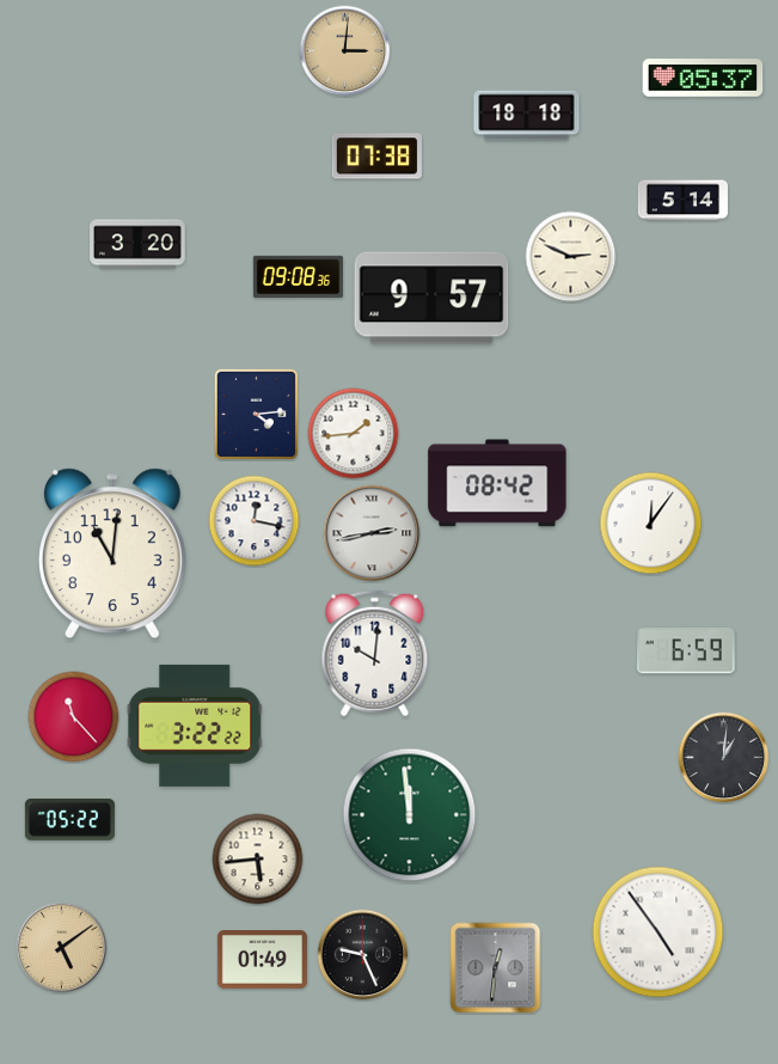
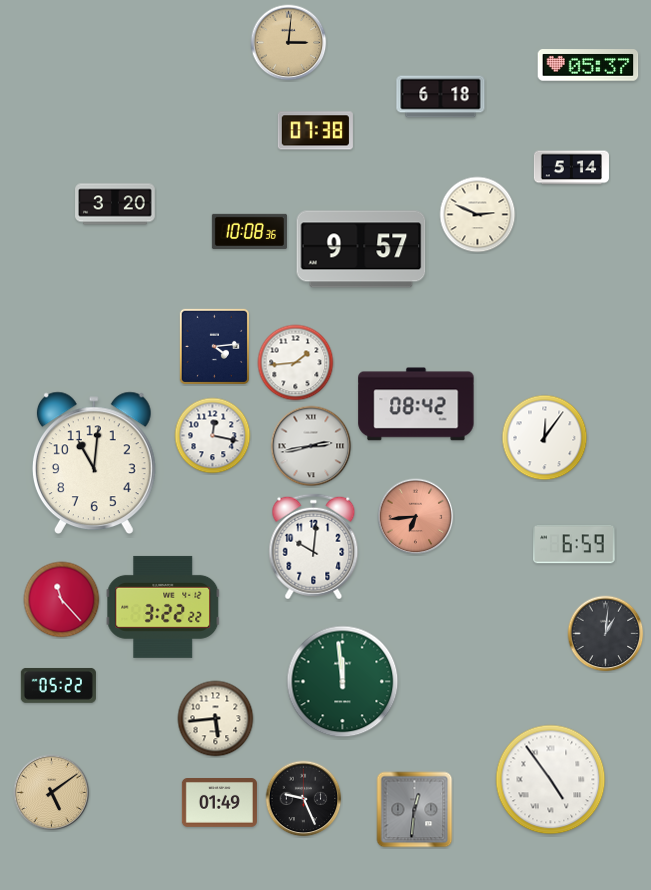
clock at (527, 116): 18:18 -> 6:18
clock at (298, 276): 09:08 -> 10:08
clock at (416, 517): none -> 6:44
